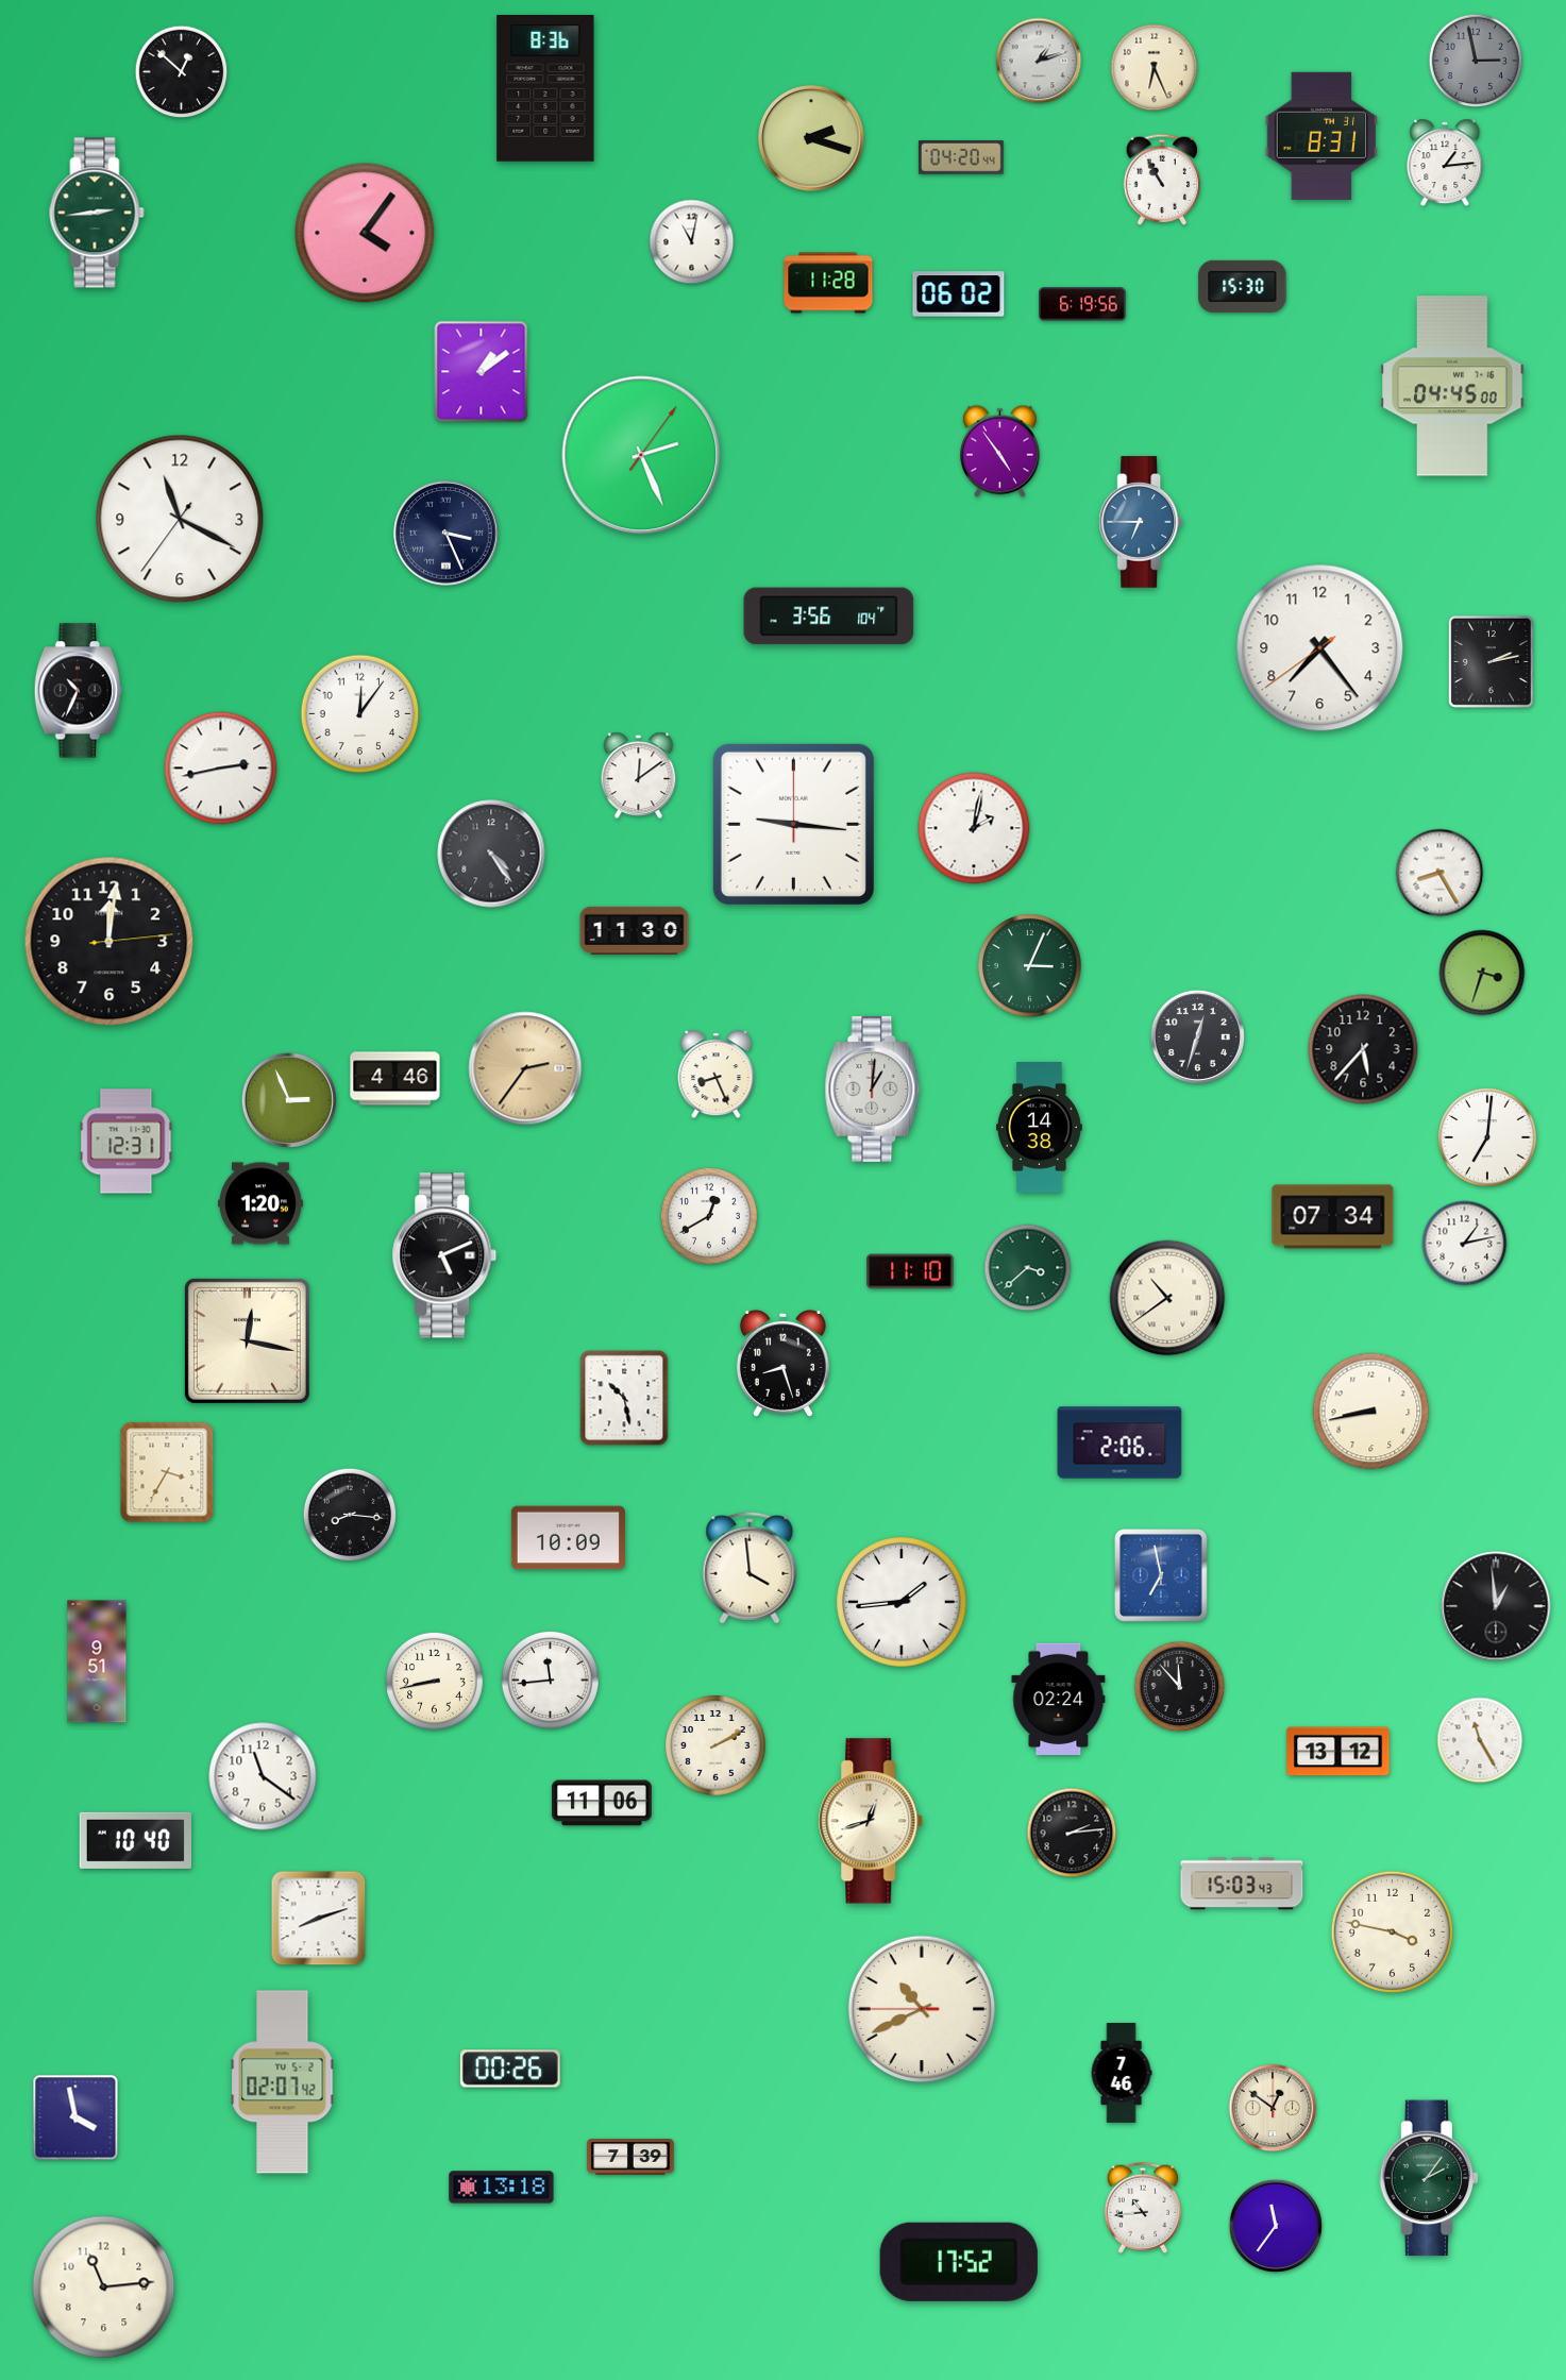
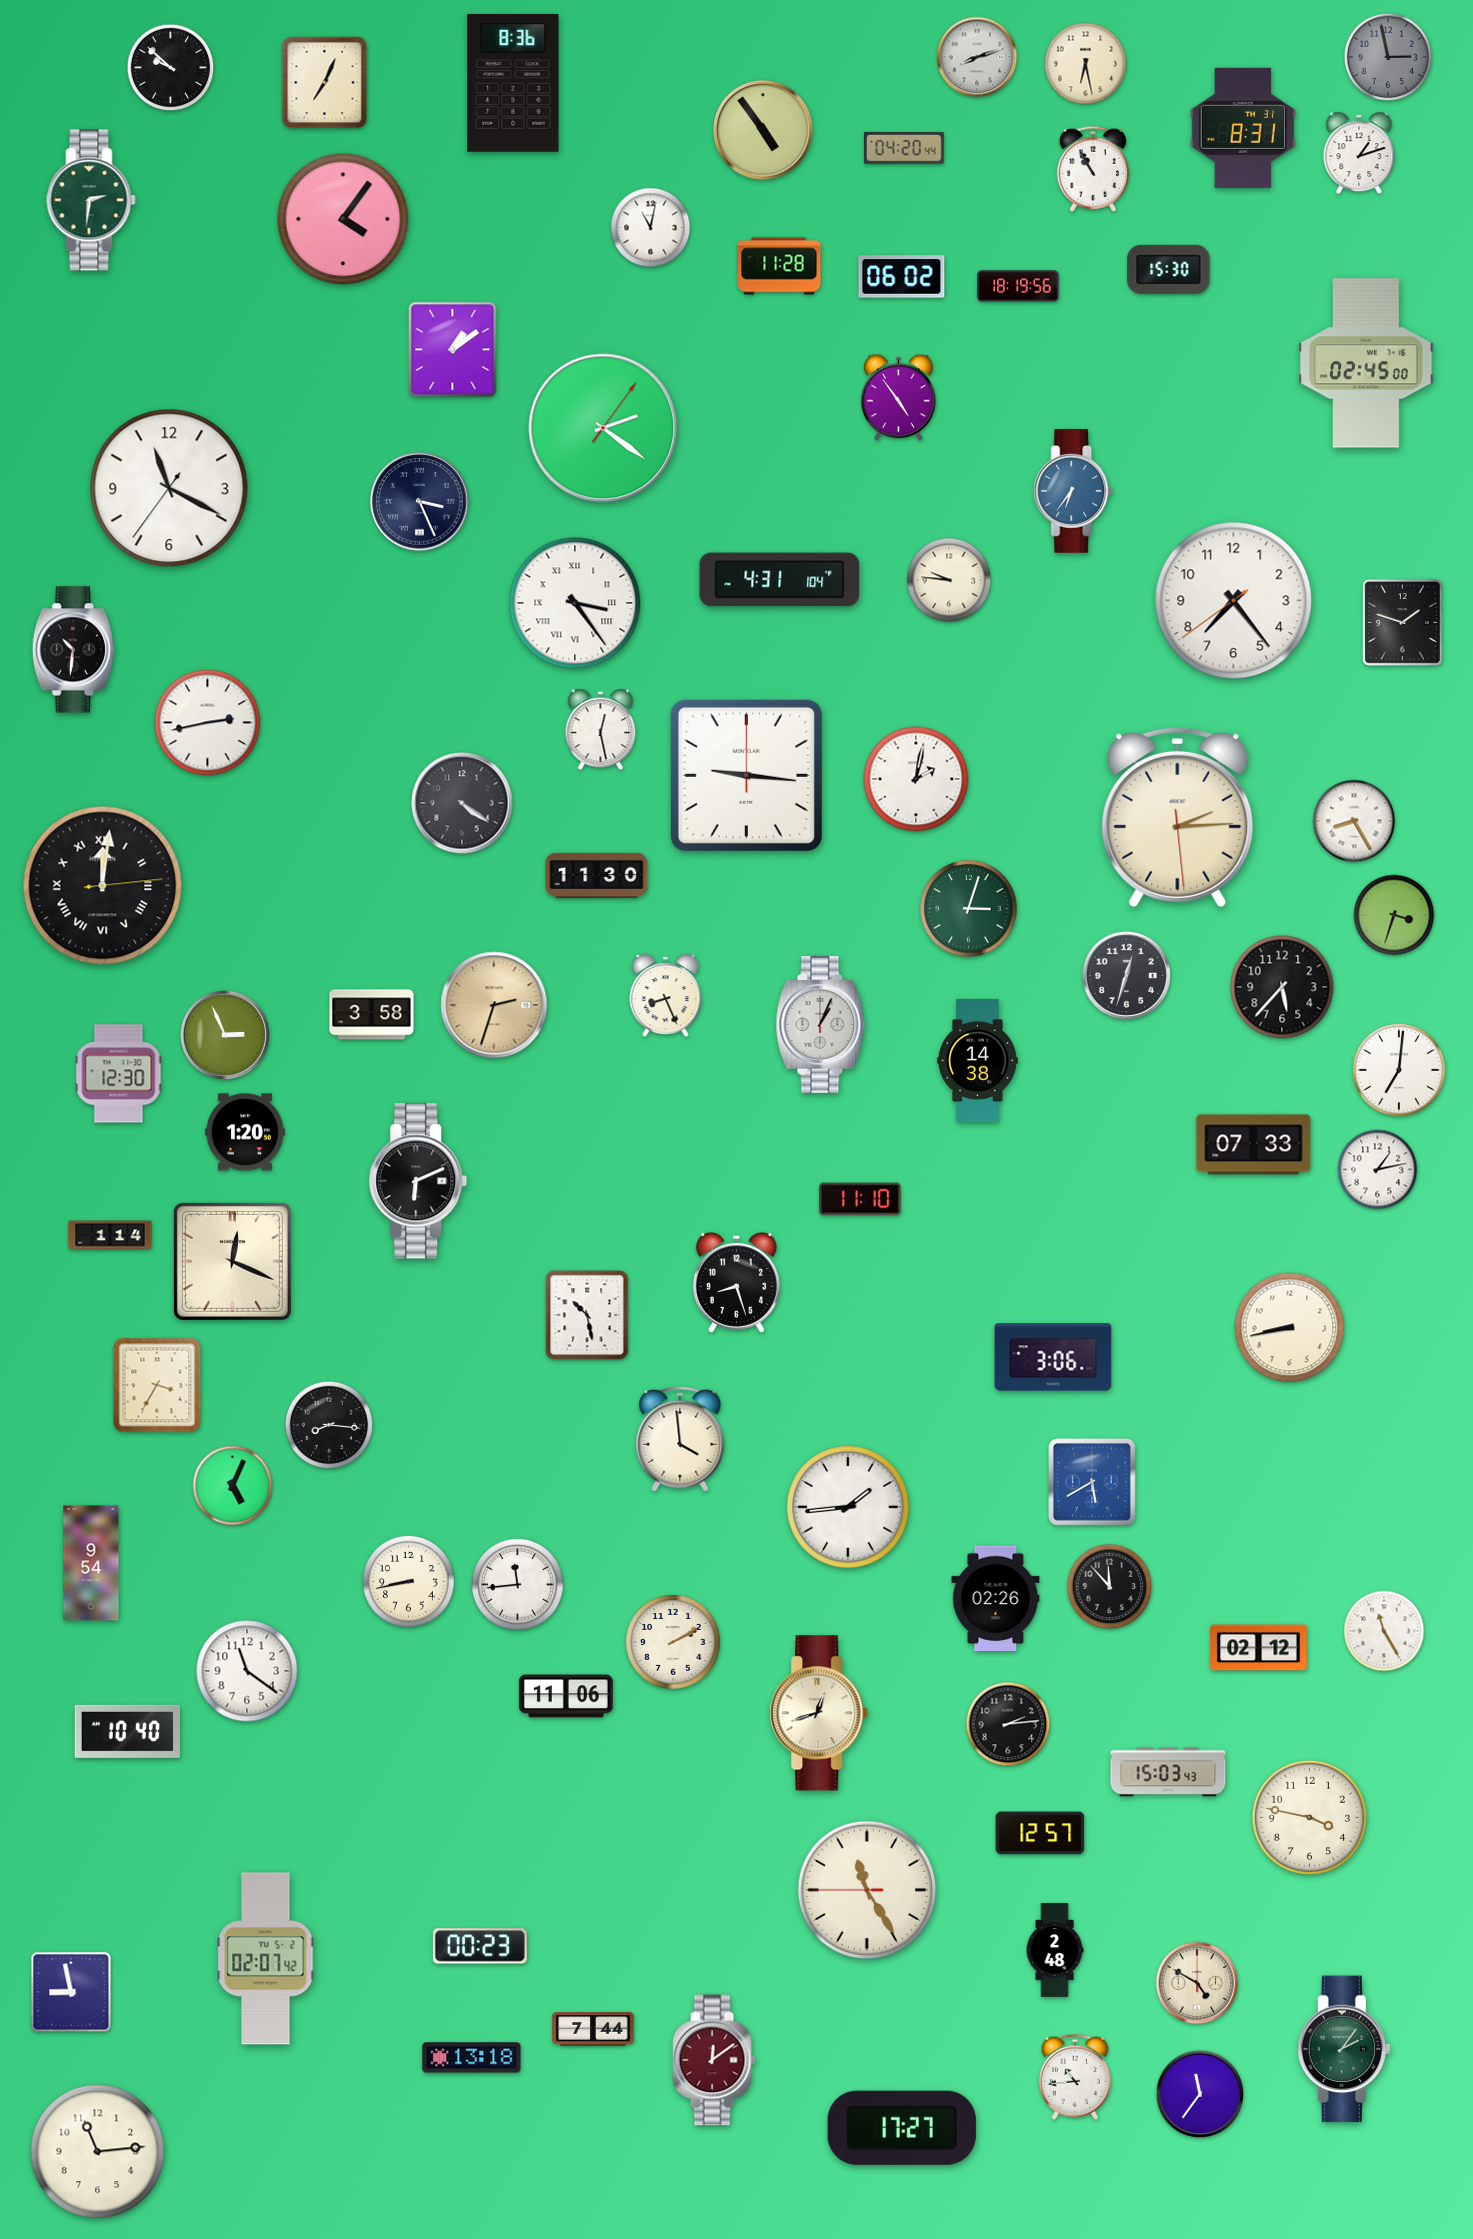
clock at (1039, 61): 1:12 -> 8:12
clock at (1155, 68): 6:26 -> 6:28
clock at (182, 72): 12:52 -> 9:52
clock at (325, 83): none -> 7:04
clock at (811, 138): 2:18 -> 4:54
clock at (1445, 163): 1:14 -> 1:12
clock at (97, 213): 2:44 -> 2:31
clock at (1082, 304): 6:19 -> 18:19
clock at (1452, 386): 04:45 -> 02:45
clock at (1000, 452) position: (1000, 452) -> (899, 398)
clock at (641, 455): 2:26 -> 2:21
clock at (1141, 522): 6:45 -> 6:36
clock at (829, 617): 3:56 -> 4:31
clock at (949, 580): none -> 9:46
clock at (575, 603): none -> 3:24
clock at (1320, 648) position: (1320, 648) -> (1234, 601)
clock at (1491, 661): 2:13 -> 1:48
clock at (78, 691): 10:34 -> 10:31
clock at (360, 714): 12:06 -> none
clock at (639, 776): 12:09 -> 12:28
clock at (491, 854): 4:24 -> 4:21
clock at (1178, 817): none -> 2:14
clock at (110, 942) numerals: Arabic -> Roman
clock at (1030, 966): 3:04 -> 3:03
clock at (525, 1068): 2:36 -> 2:33
clock at (717, 1075) position: (717, 1075) -> (666, 996)
clock at (395, 1079): 4:46 -> 3:58
clock at (873, 1088): 1:01 -> 1:04
clock at (289, 1100) position: (289, 1100) -> (225, 1035)
clock at (127, 1142): 12:31 -> 12:30
clock at (709, 1216): 12:40 -> none
clock at (1333, 1217): 07:34 -> 07:33
clock at (444, 1255): 5:11 -> 6:11
clock at (1028, 1268): 3:38 -> none
clock at (910, 1271) position: (910, 1271) -> (860, 1199)
clock at (1167, 1298): 10:39 -> none
clock at (110, 1235): none -> 1:14
clock at (247, 1340): 12:17 -> 12:19
clock at (1119, 1442): 2:06 -> 3:06
clock at (568, 1538): 10:09 -> none
clock at (750, 1568) position: (750, 1568) -> (680, 1439)
clock at (1161, 1575): 6:58 -> 5:40
clock at (233, 1486): none -> 5:04
clock at (1496, 1606): 12:59 -> none
clock at (97, 1661): 9:51 -> 9:54
clock at (550, 1679) position: (550, 1679) -> (517, 1584)
clock at (1059, 1700): 02:24 -> 02:26
clock at (1480, 1740) position: (1480, 1740) -> (1384, 1631)
clock at (1338, 1752): 13:12 -> 02:12
clock at (319, 1919): 8:12 -> none
clock at (1040, 1833): none -> 12:57
clock at (921, 2008): 10:40 -> 11:24
clock at (510, 2069): 00:26 -> 00:23
clock at (1122, 2074): 7:46 -> 2:48
clock at (1273, 2108): 12:51 -> 4:50
clock at (75, 2117): 3:58 -> 8:58
clock at (630, 2157): 7:39 -> 7:44
clock at (714, 2060): none -> 12:09
clock at (959, 2262): 17:52 -> 17:27
